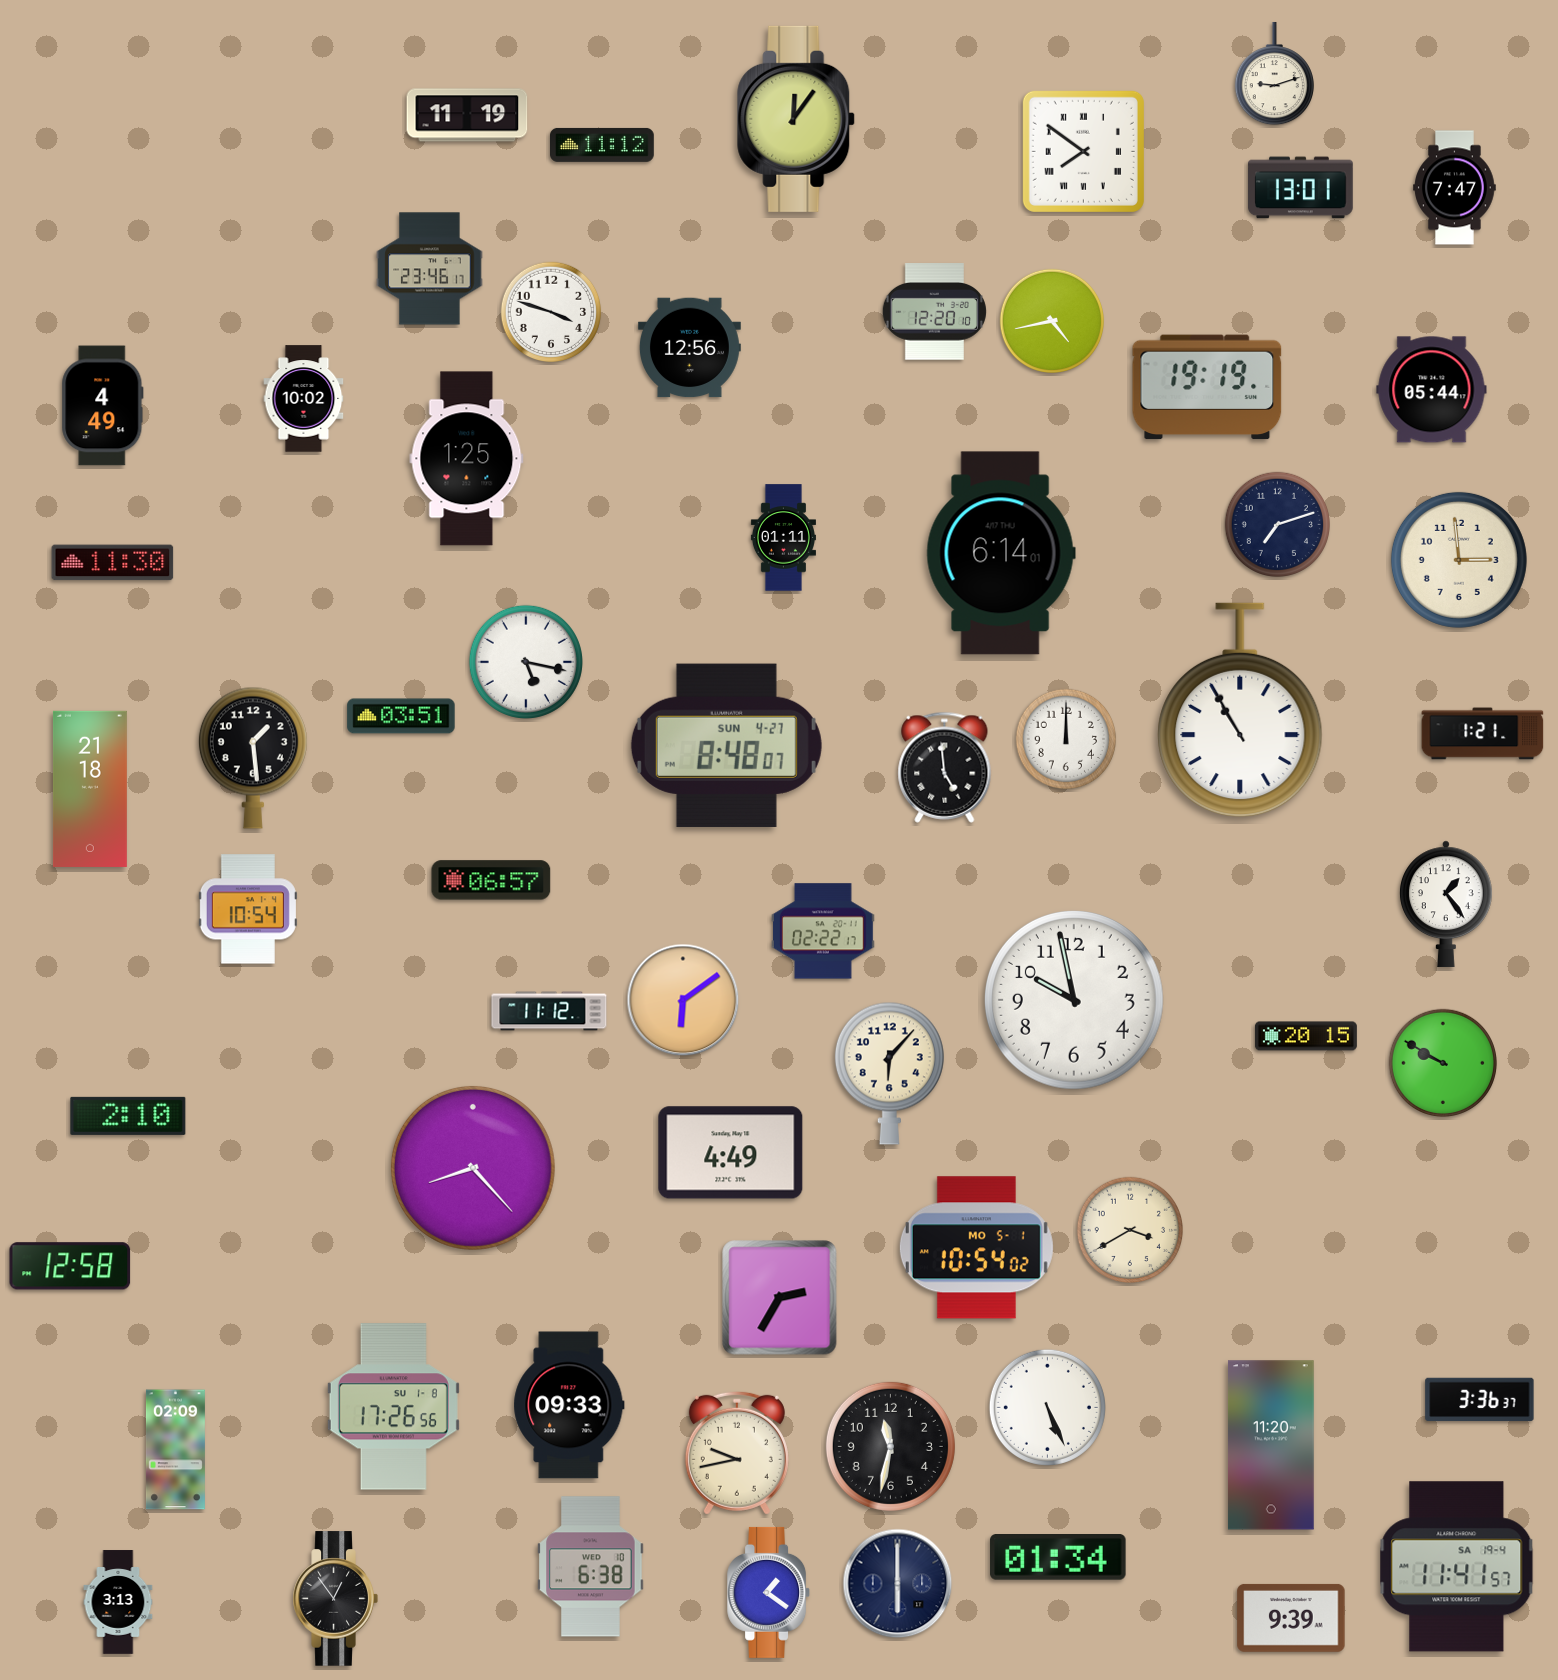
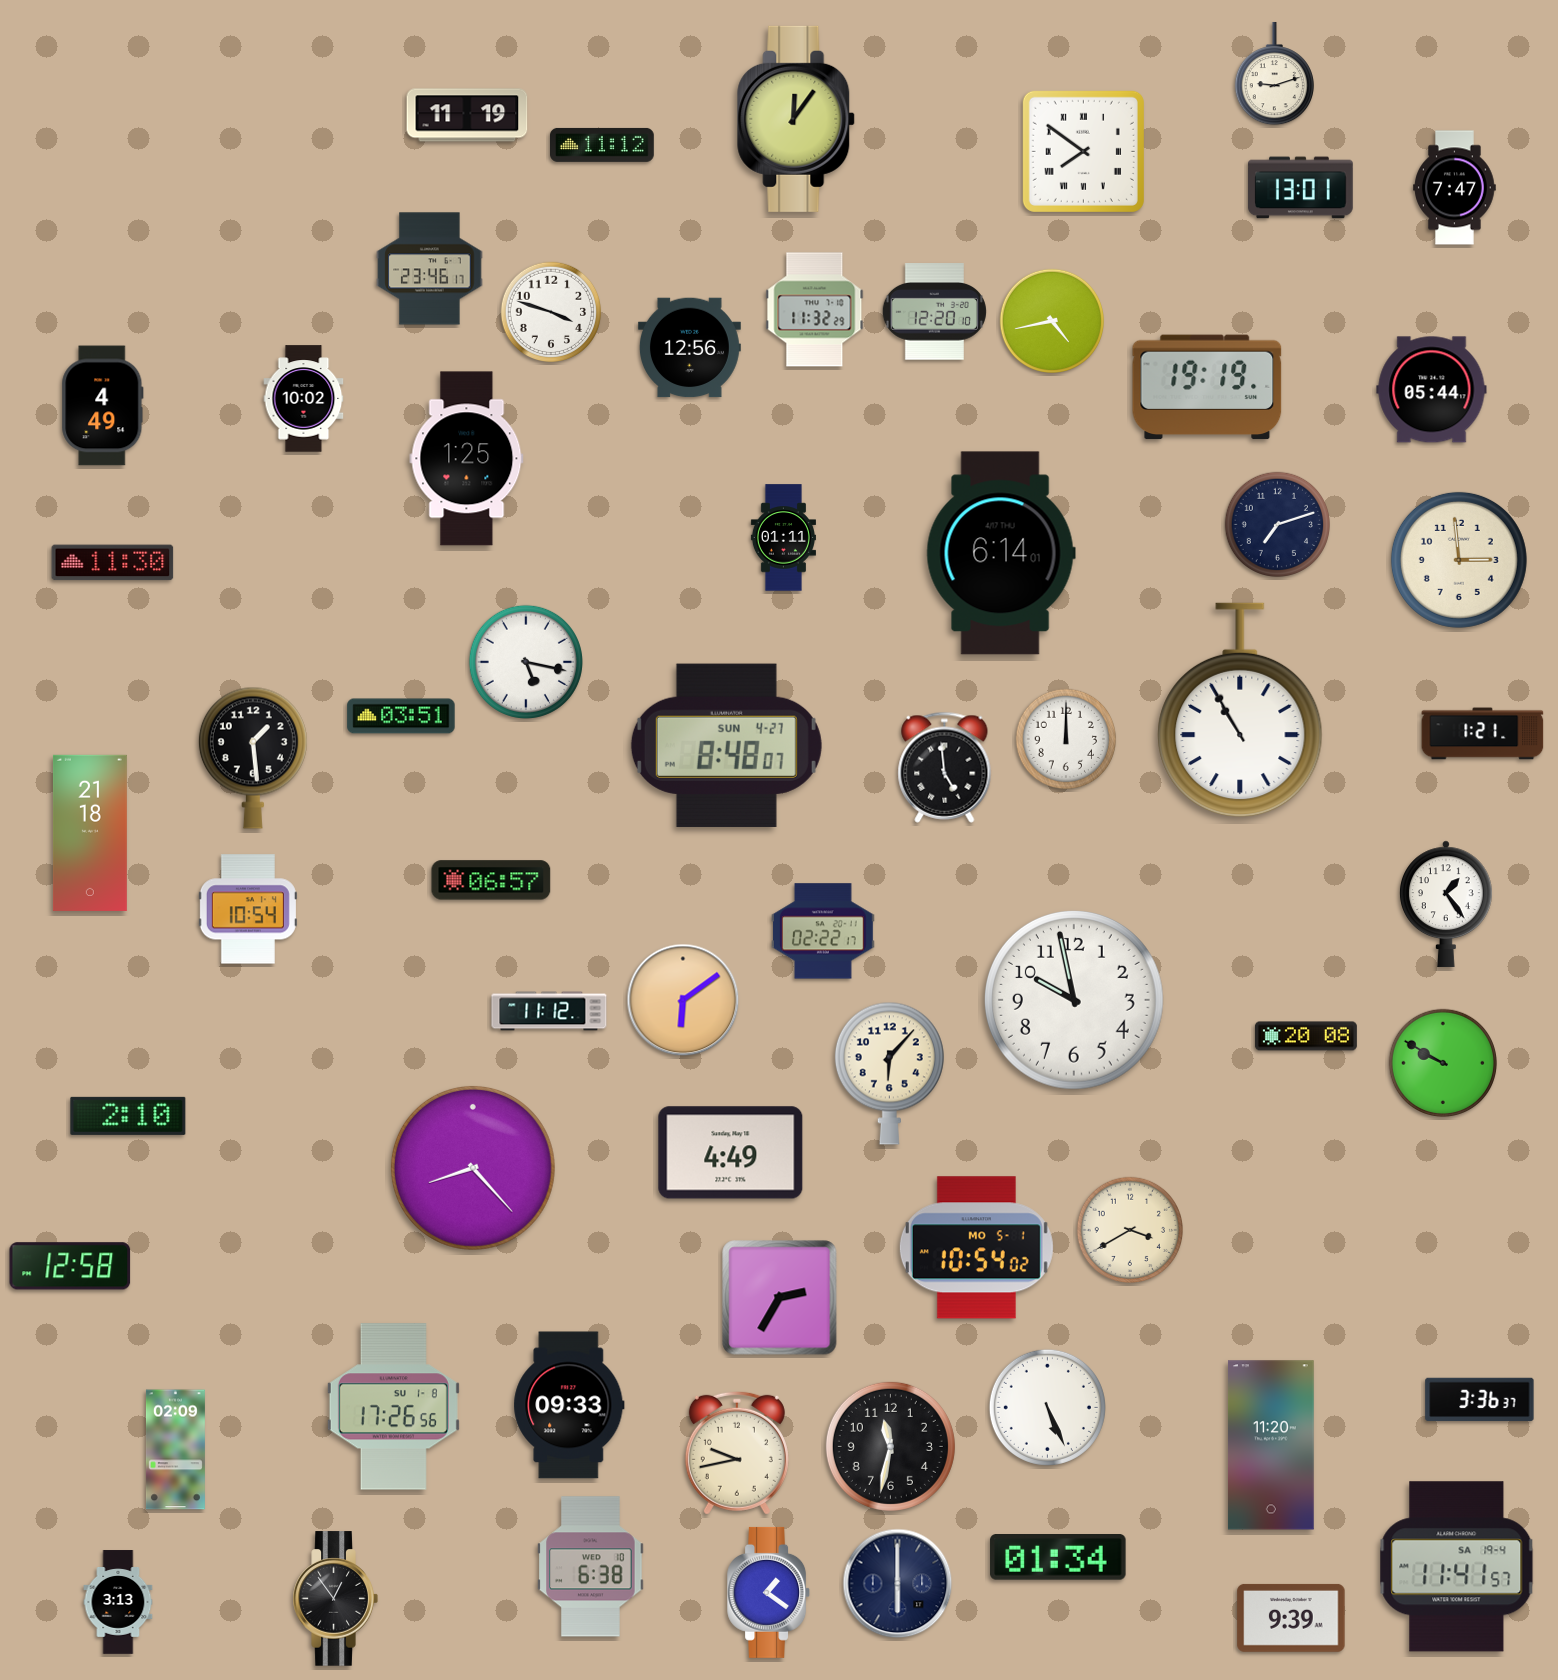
clock at (815, 310): none -> 11:32
clock at (90, 789) position: (90, 789) -> (90, 833)
clock at (1306, 1036): 20:15 -> 20:08
